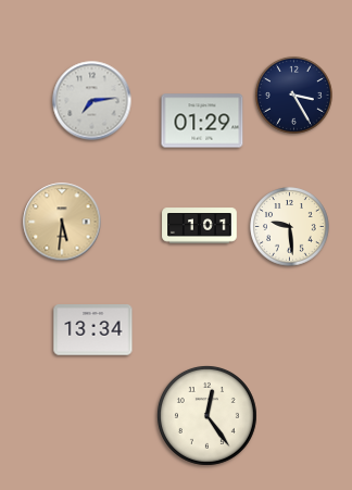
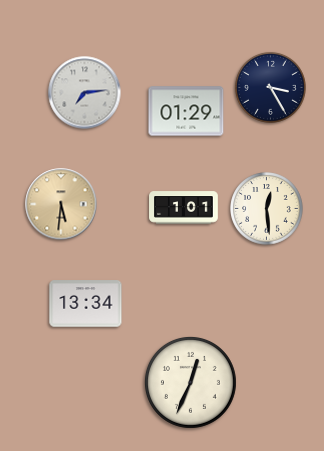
clock at (62, 222) position: (62, 222) -> (61, 204)
clock at (290, 227): 9:29 -> 12:29
clock at (206, 415): 12:24 -> 12:34
